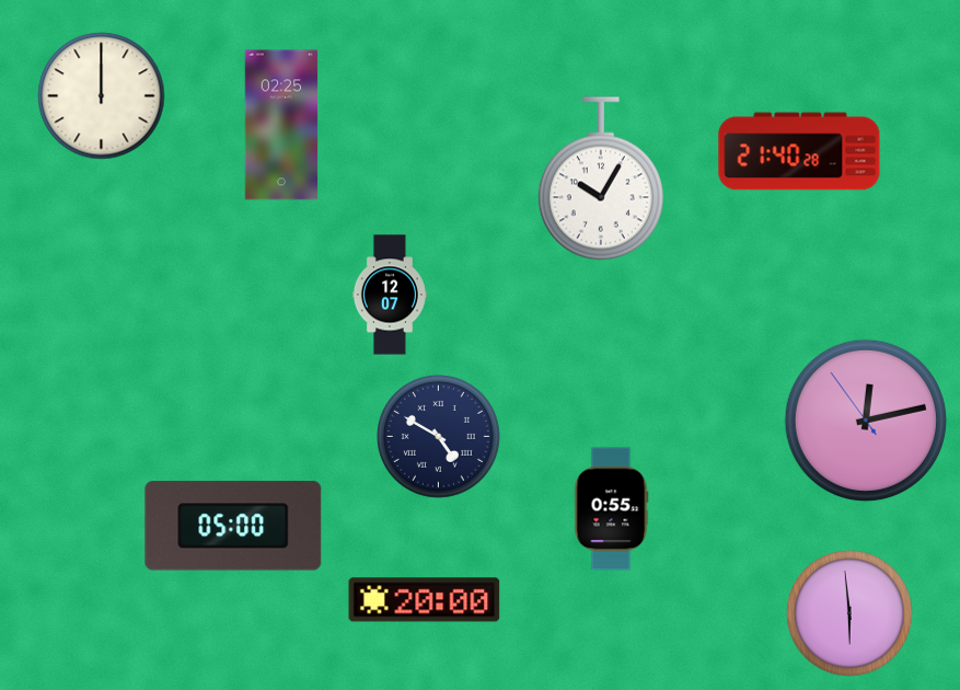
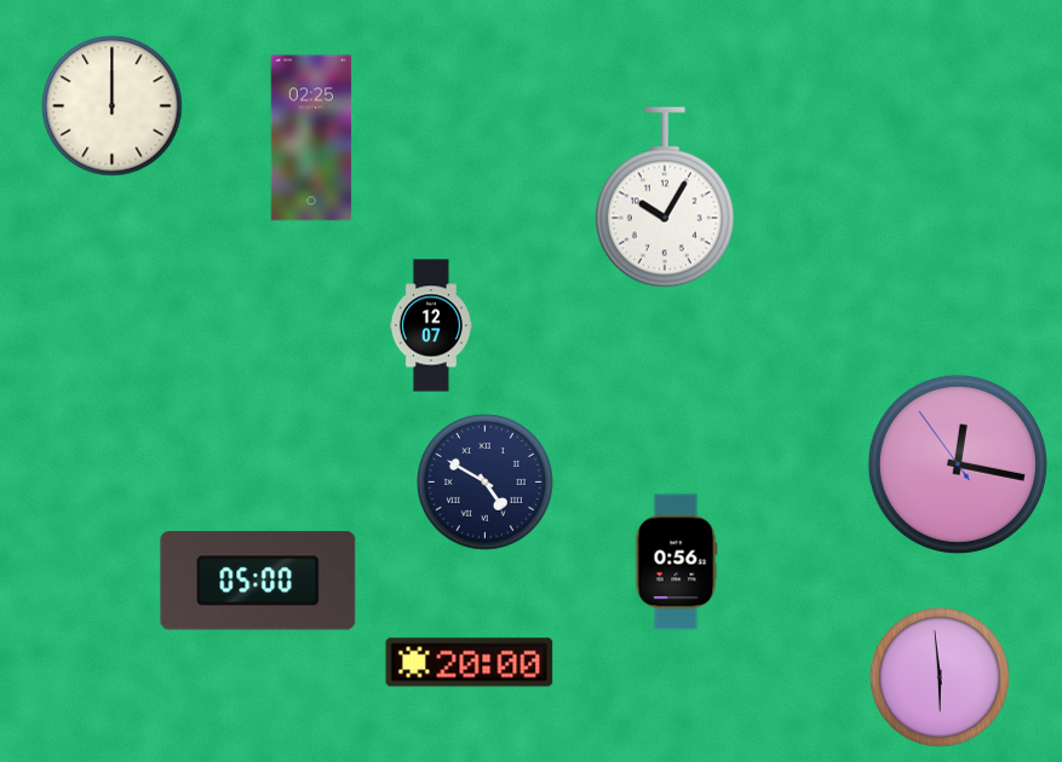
clock at (799, 151): 21:40 -> none
clock at (866, 421): 12:12 -> 12:16
clock at (611, 509): 0:55 -> 0:56
